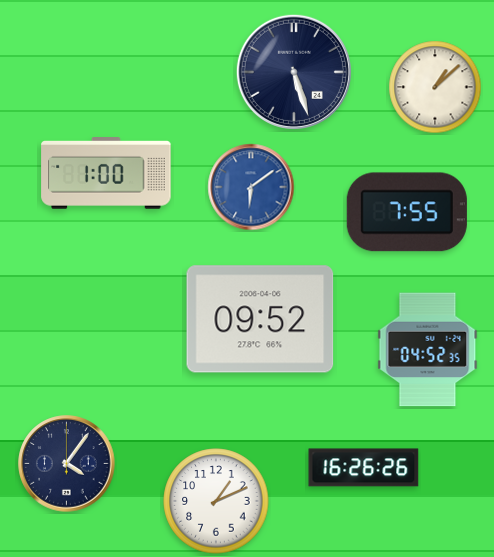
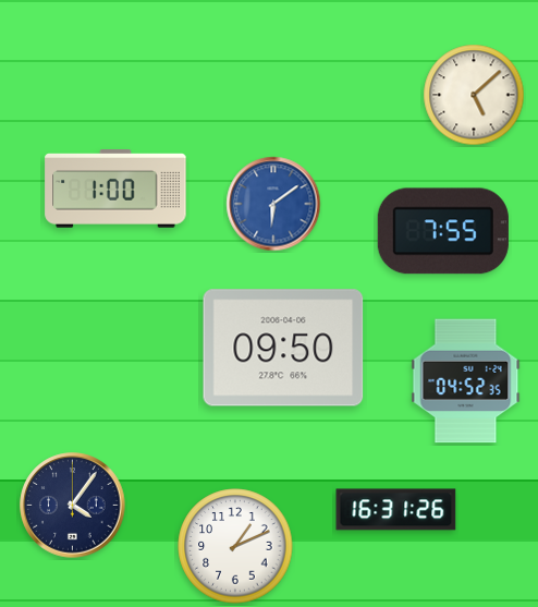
clock at (294, 72): 5:27 -> none
clock at (435, 87): 1:08 -> 5:08
clock at (260, 319): 09:52 -> 09:50
clock at (364, 468): 16:26 -> 16:31
